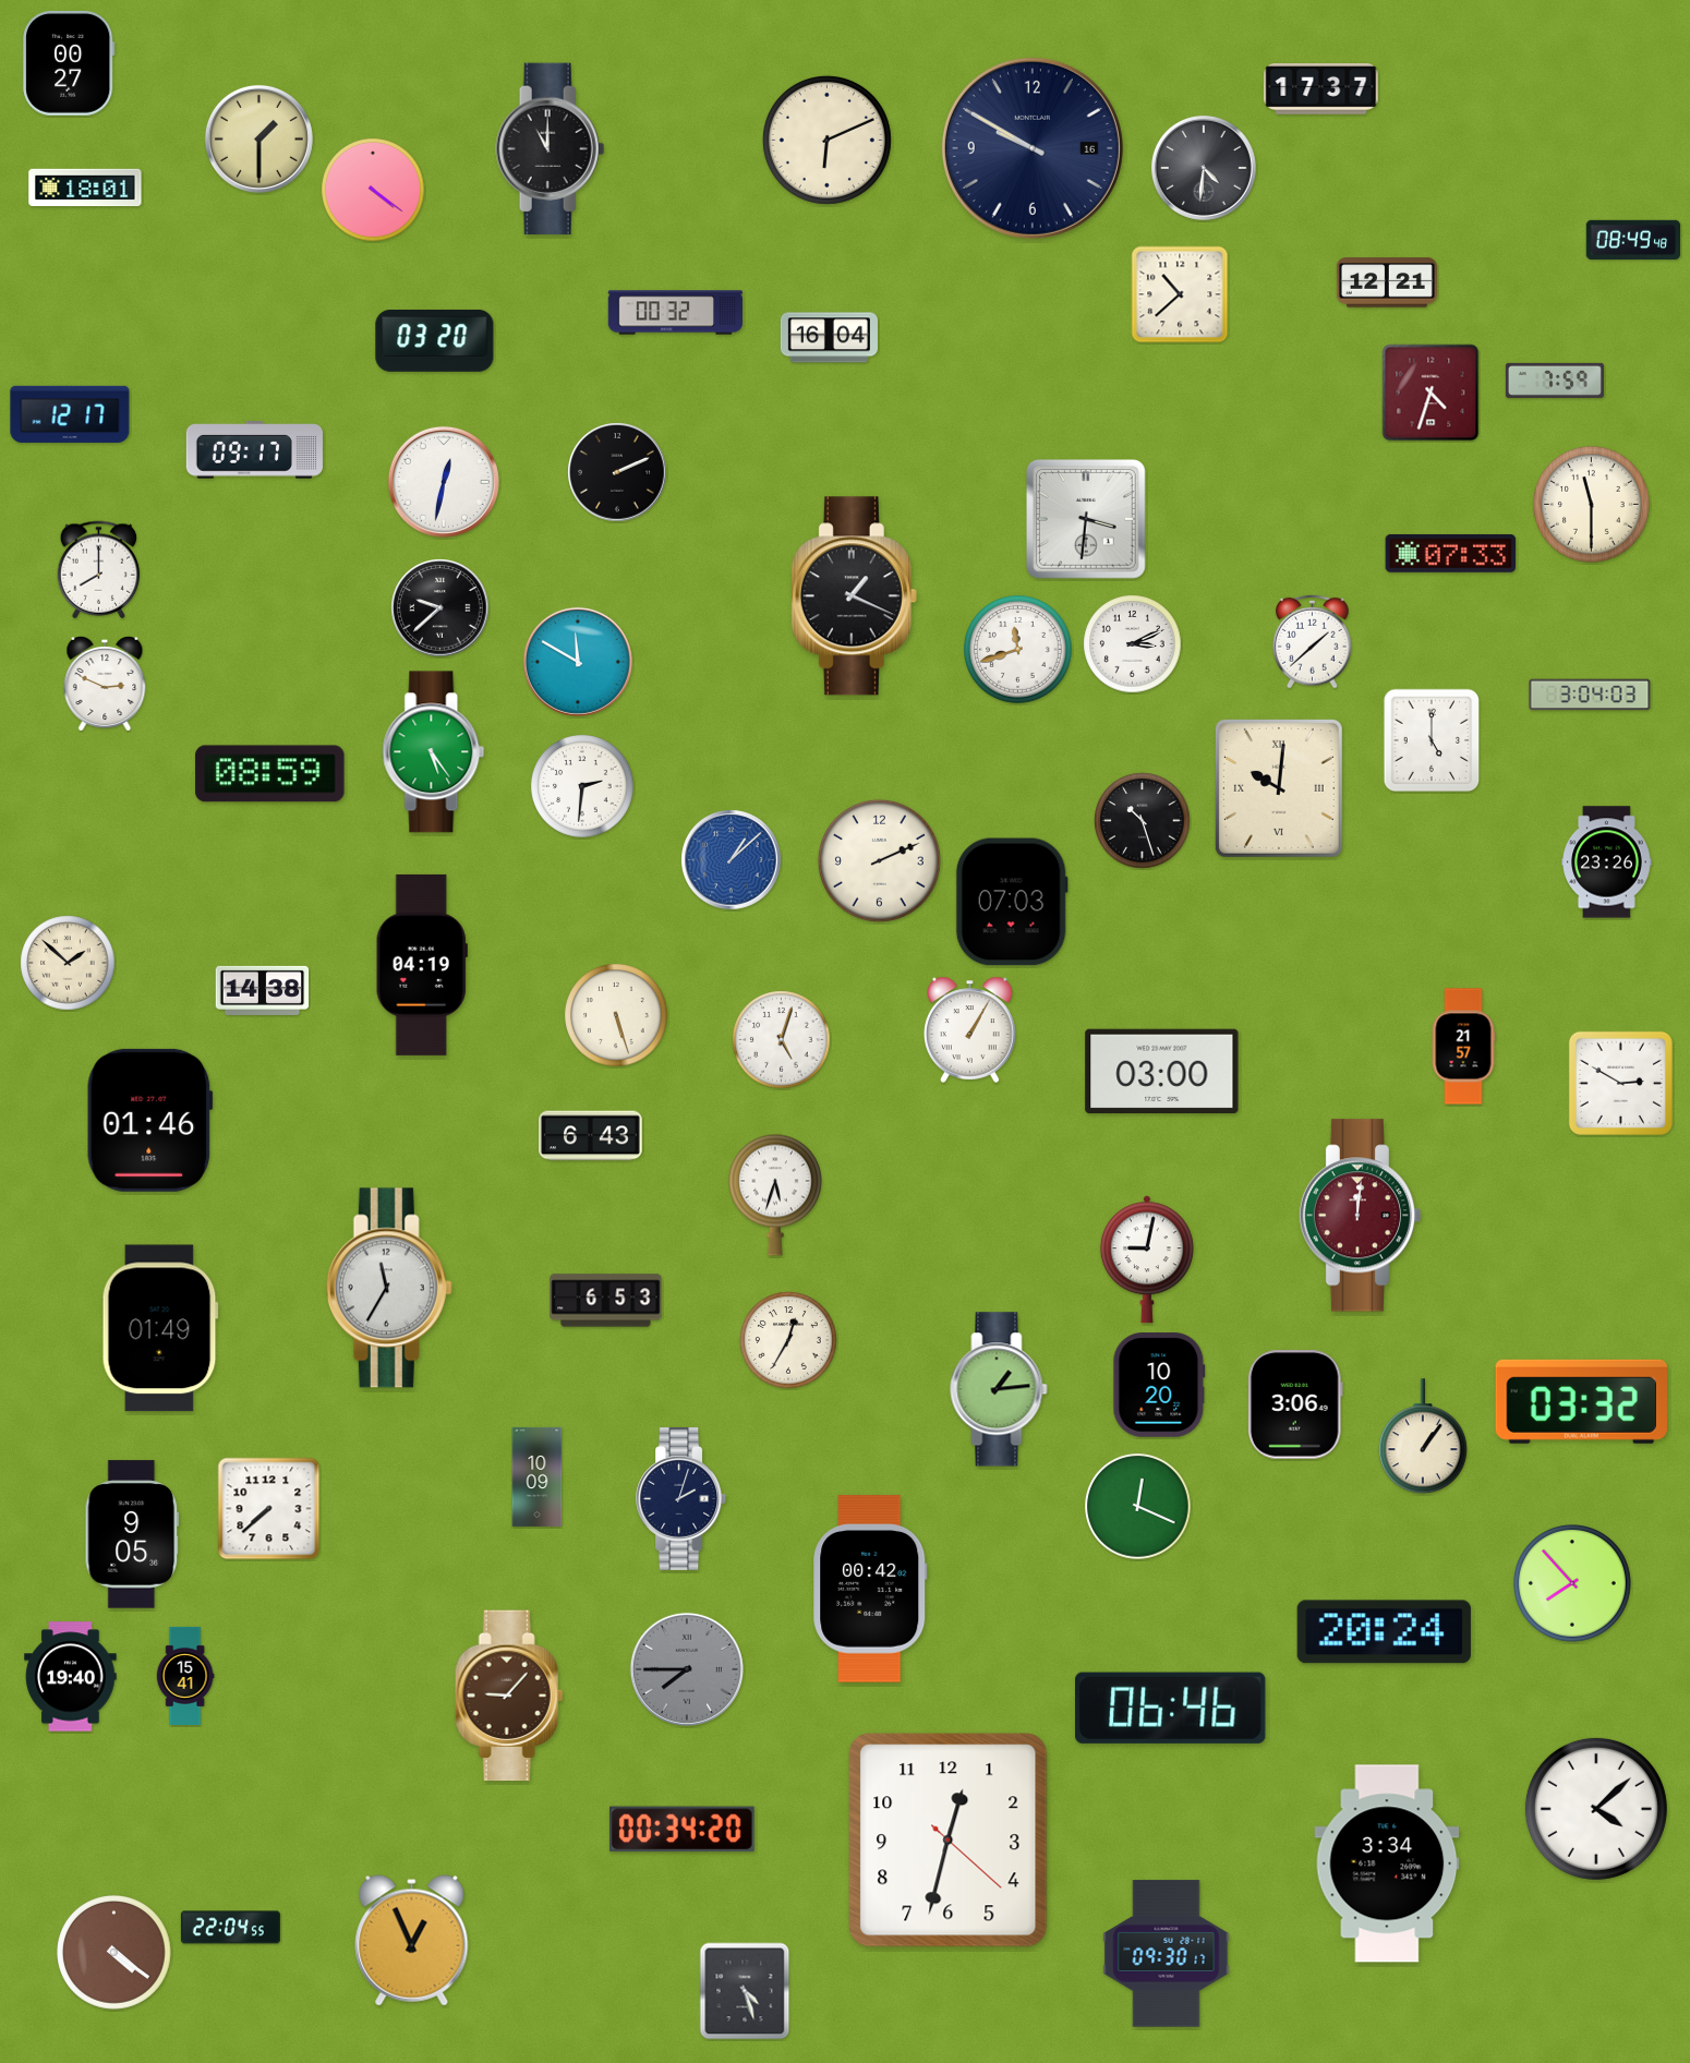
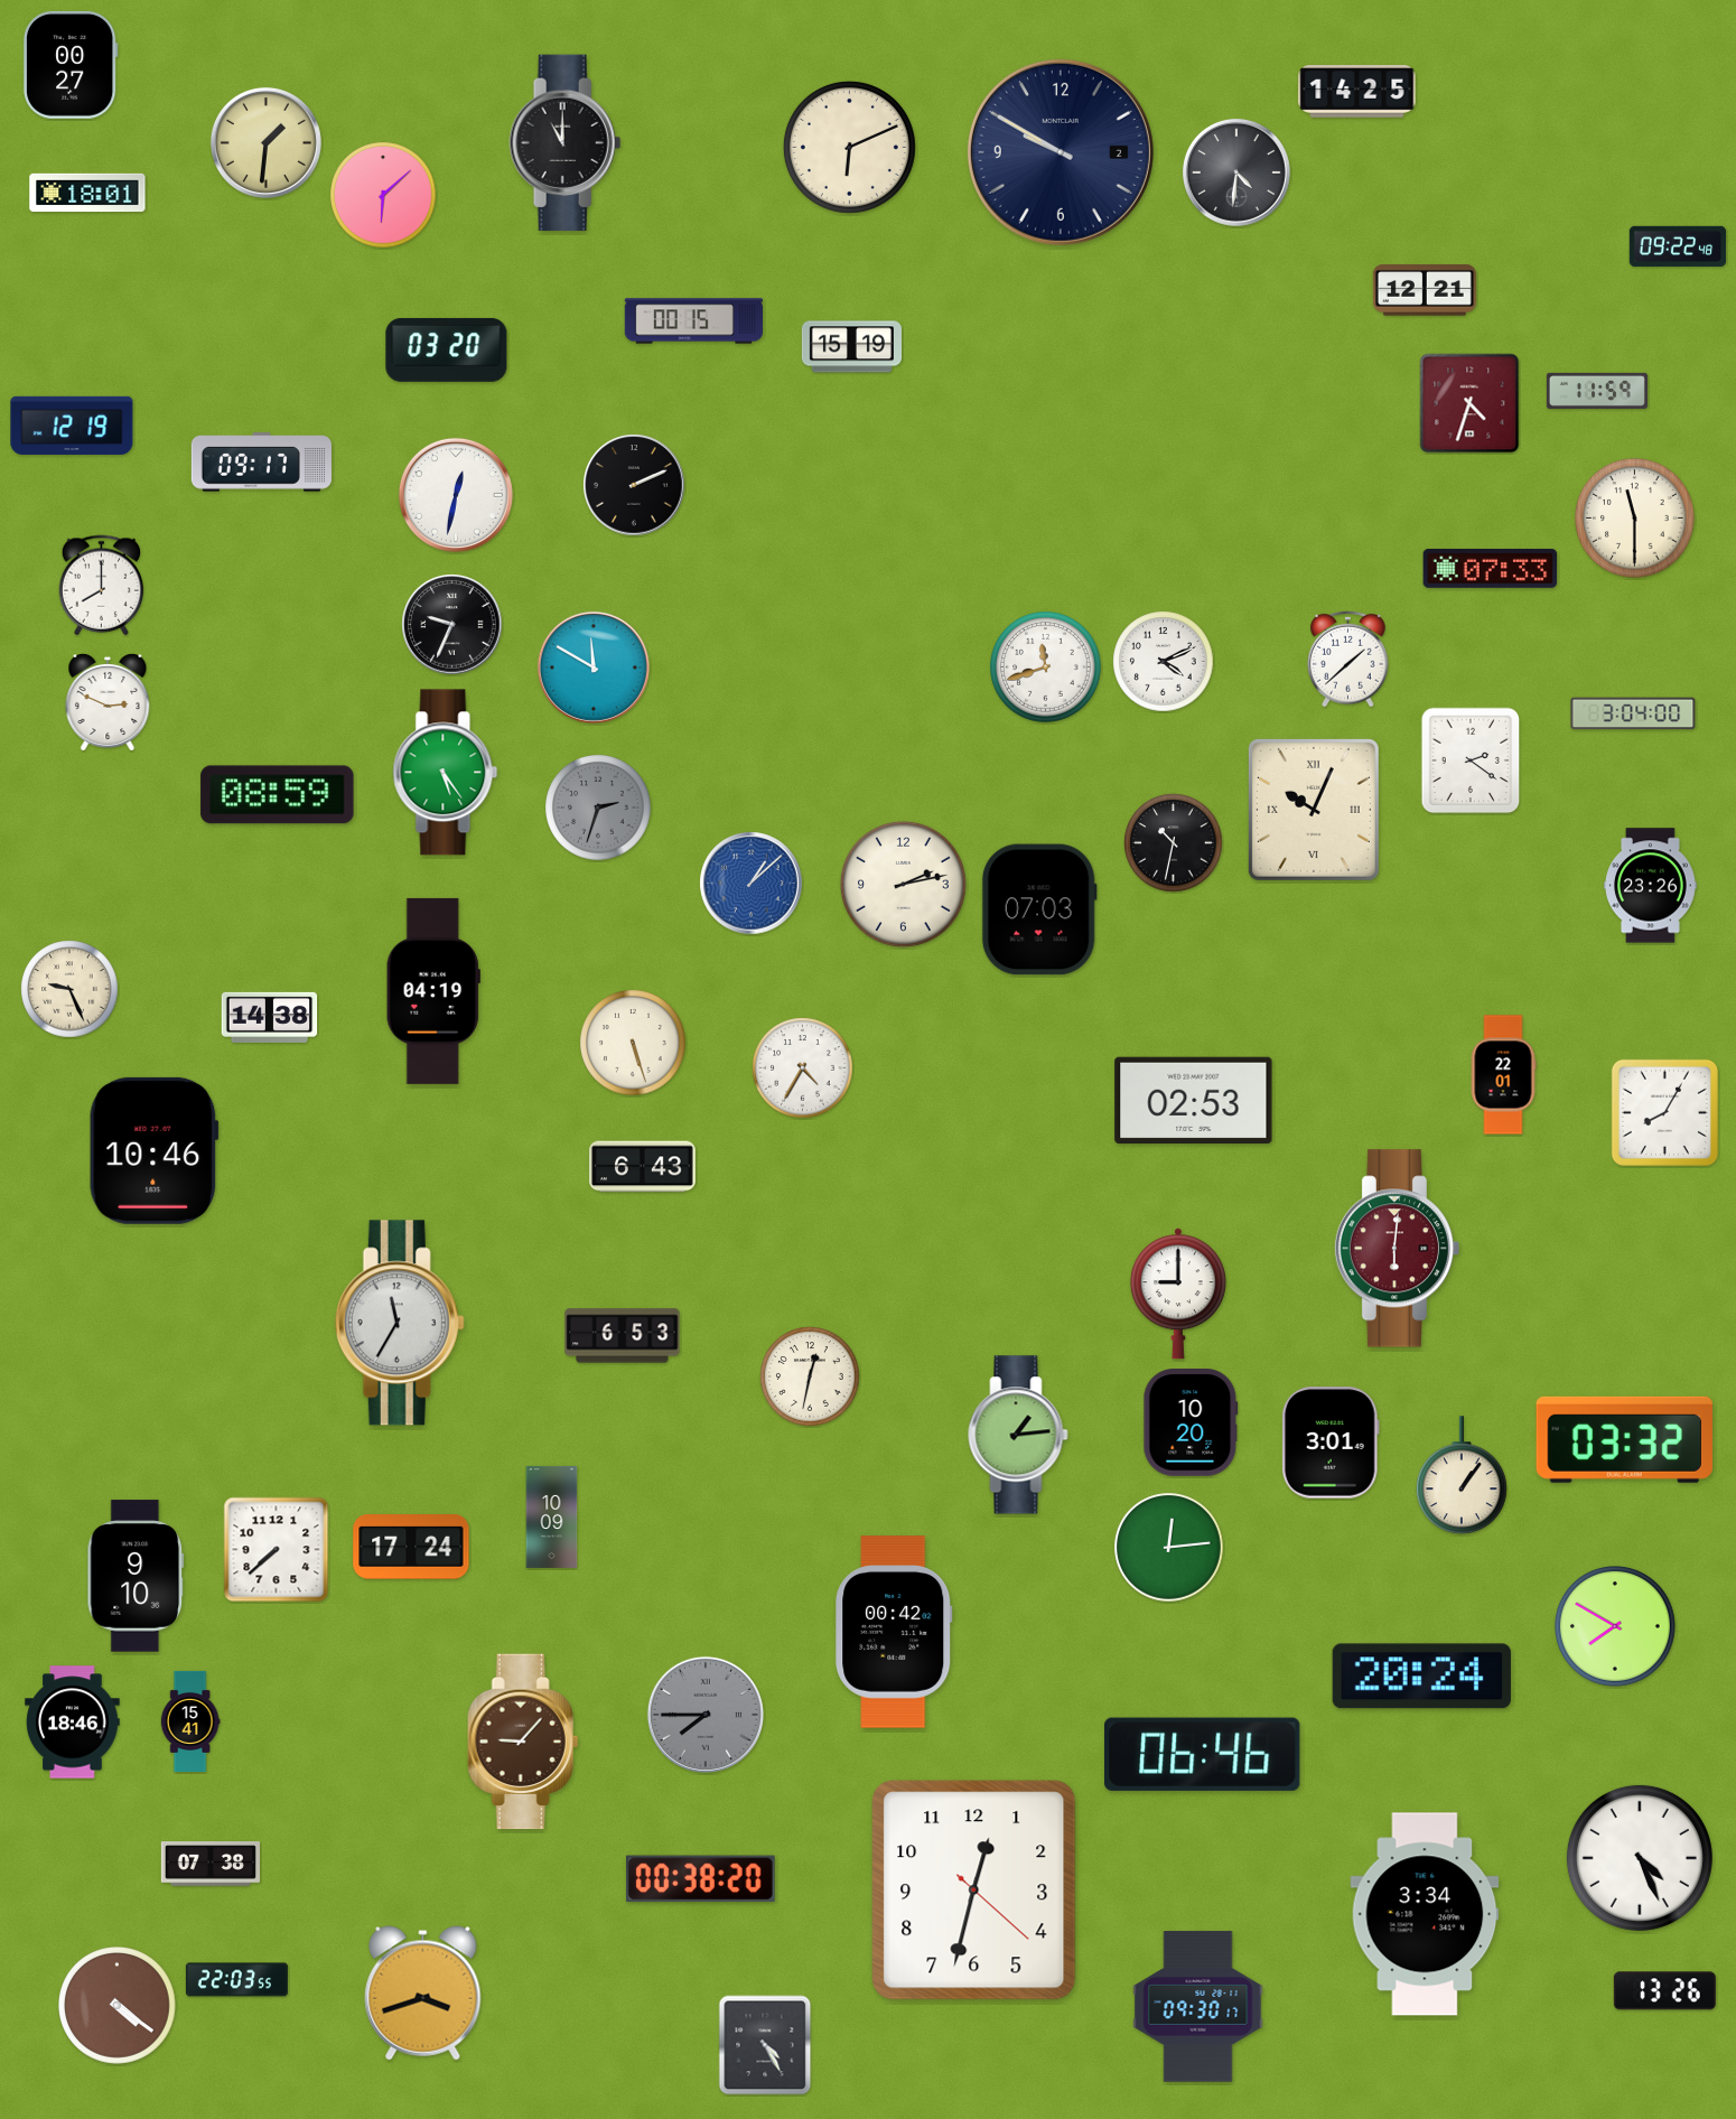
clock at (1321, 89): 17:37 -> 14:25
clock at (258, 138): 1:30 -> 1:31
clock at (826, 140) position: (826, 140) -> (849, 147)
clock at (1033, 148) date: 16 -> 2
clock at (551, 149) position: (551, 149) -> (566, 143)
clock at (373, 190): 4:21 -> 6:08
clock at (1633, 239): 08:49 -> 09:22
clock at (1180, 294): 10:38 -> none
clock at (676, 313): 00:32 -> 00:15
clock at (829, 338): 16:04 -> 15:19
clock at (1555, 381): 7:59 -> 11:59
clock at (70, 414): 12:17 -> 12:19
clock at (1086, 519): 3:31 -> none
clock at (854, 596): 1:19 -> none
clock at (440, 608): 9:38 -> 9:34
clock at (1133, 644): 3:11 -> 4:11
clock at (578, 662) position: (578, 662) -> (594, 668)
clock at (1590, 695): 3:04:03 -> 3:04:00
clock at (1432, 740): 5:00 -> 2:21
clock at (582, 786): 2:31 -> 2:33
clock at (582, 786) dial: white -> grey
clock at (1279, 788): 10:01 -> 10:04
clock at (1143, 821): 10:27 -> 10:32
clock at (879, 860): 2:11 -> 2:13
clock at (1012, 902) position: (1012, 902) -> (1039, 909)
clock at (68, 963): 1:52 -> 9:26
clock at (970, 1029): 1:05 -> none
clock at (782, 1040): 5:03 -> 4:35
clock at (1463, 1047): 21:57 -> 22:01
clock at (1162, 1071): 03:00 -> 02:53
clock at (1620, 1083): 2:50 -> 8:05
clock at (150, 1120): 01:46 -> 10:46
clock at (591, 1136) position: (591, 1136) -> (643, 1167)
clock at (775, 1195): 5:33 -> none
clock at (1361, 1216): 12:01 -> 6:01
clock at (1147, 1259): 9:02 -> 9:00
clock at (160, 1328): 01:49 -> none
clock at (788, 1340): 12:35 -> 12:32
clock at (999, 1389) position: (999, 1389) -> (1018, 1435)
clock at (1295, 1404): 3:06 -> 3:01
clock at (681, 1498): 2:03 -> none
clock at (411, 1548): none -> 17:24
clock at (1138, 1507): 12:19 -> 12:14
clock at (132, 1534): 9:05 -> 9:10
clock at (1573, 1584): 7:53 -> 7:50
clock at (71, 1677): 19:40 -> 18:46
clock at (1596, 1809): 4:08 -> 4:26
clock at (211, 1864): none -> 07:38
clock at (681, 1830): 00:34 -> 00:38
clock at (230, 1928): 22:04 -> 22:03
clock at (1664, 1991): none -> 13:26
clock at (412, 1941): 12:56 -> 3:42
clock at (745, 1991): 4:27 -> 4:25
